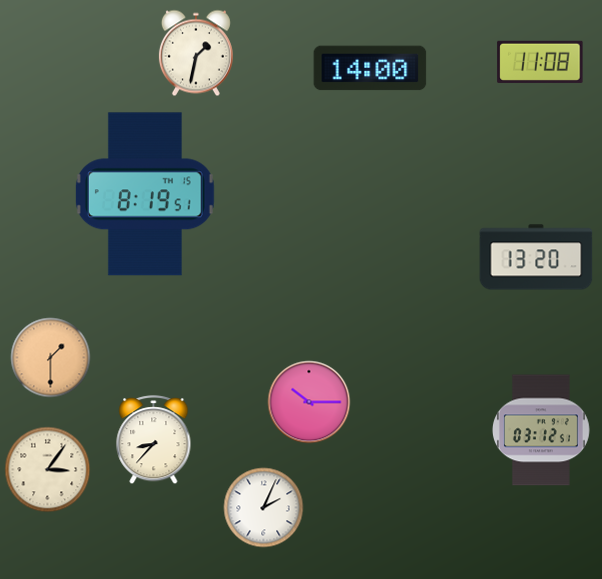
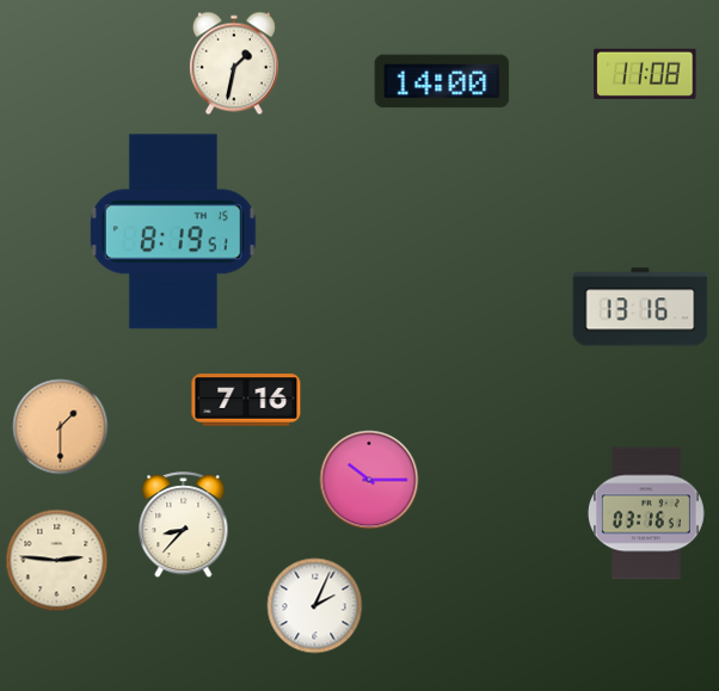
clock at (536, 257): 13:20 -> 13:16
clock at (246, 400): none -> 7:16
clock at (541, 430): 03:12 -> 03:16
clock at (48, 470): 3:06 -> 2:46
